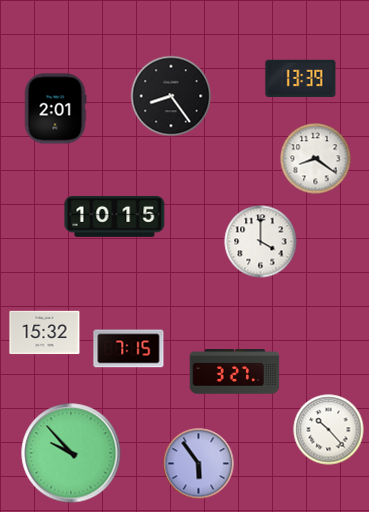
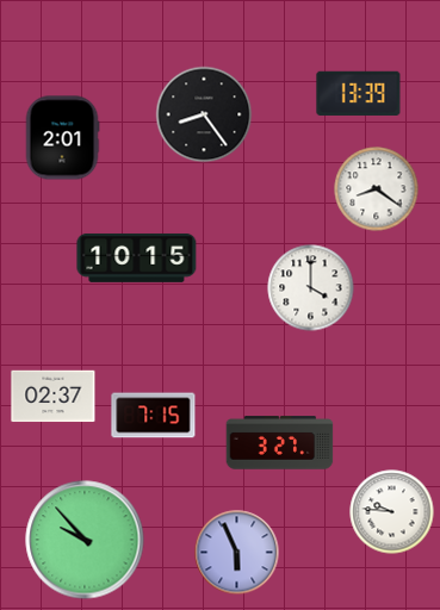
clock at (55, 109) position: (55, 109) -> (62, 138)
clock at (45, 333): 15:32 -> 02:37
clock at (329, 430): 10:23 -> 9:46
clock at (199, 464): 5:54 -> 5:56
